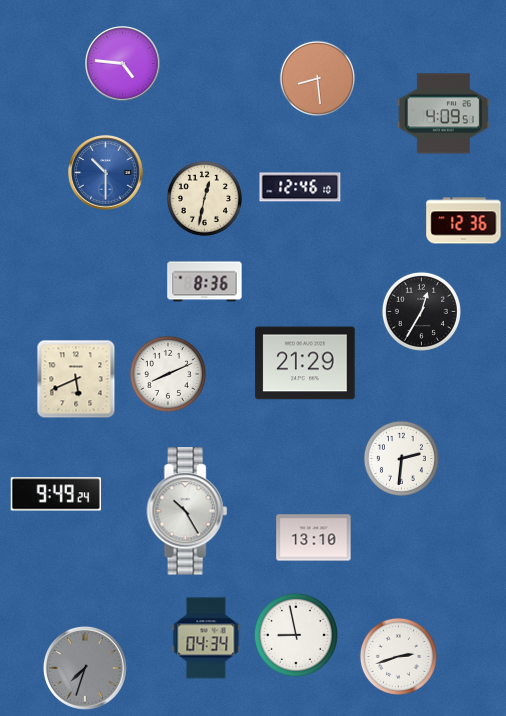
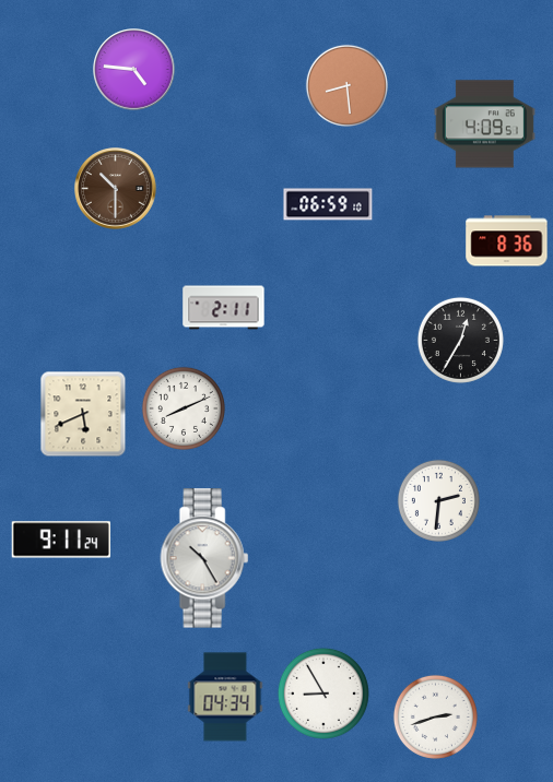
clock at (106, 173) dial: blue -> brown
clock at (300, 187): 12:46 -> 06:59
clock at (204, 198): 12:32 -> none
clock at (464, 221): 12:36 -> 8:36
clock at (205, 282): 8:36 -> 2:11
clock at (305, 363): 21:29 -> none
clock at (55, 494): 9:49 -> 9:11
clock at (314, 538): 13:10 -> none
clock at (296, 635): 8:58 -> 8:55
clock at (86, 669): 7:33 -> none
